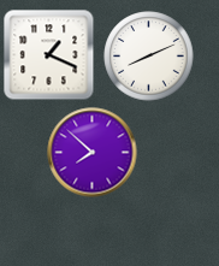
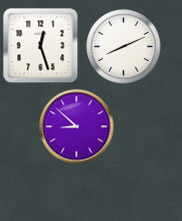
clock at (49, 55): 1:19 -> 12:27
clock at (93, 153): 7:52 -> 8:52
